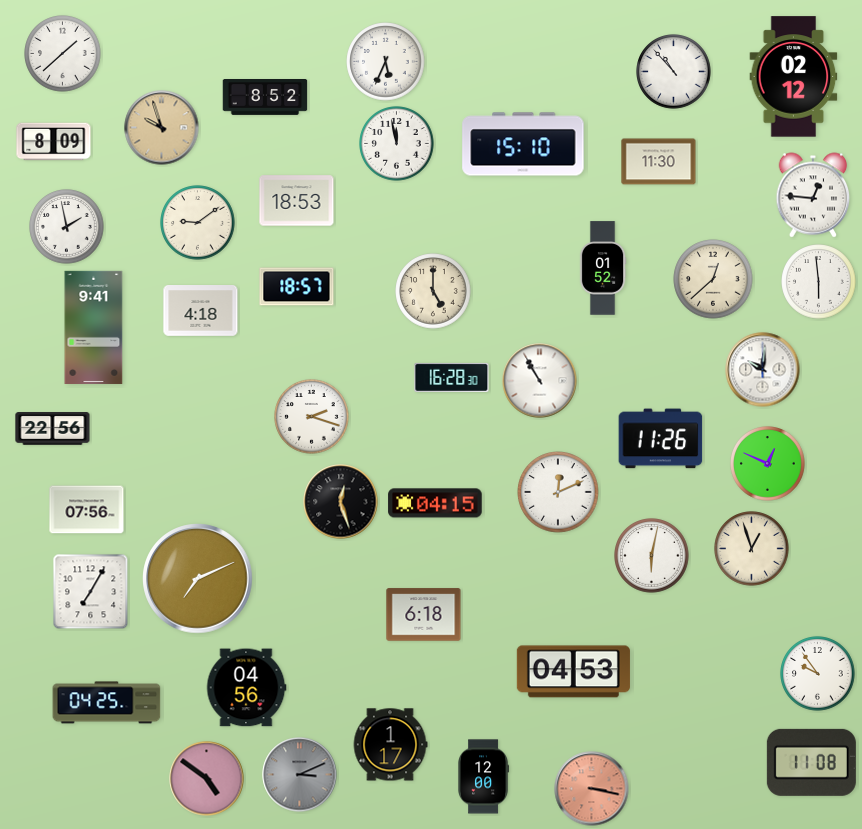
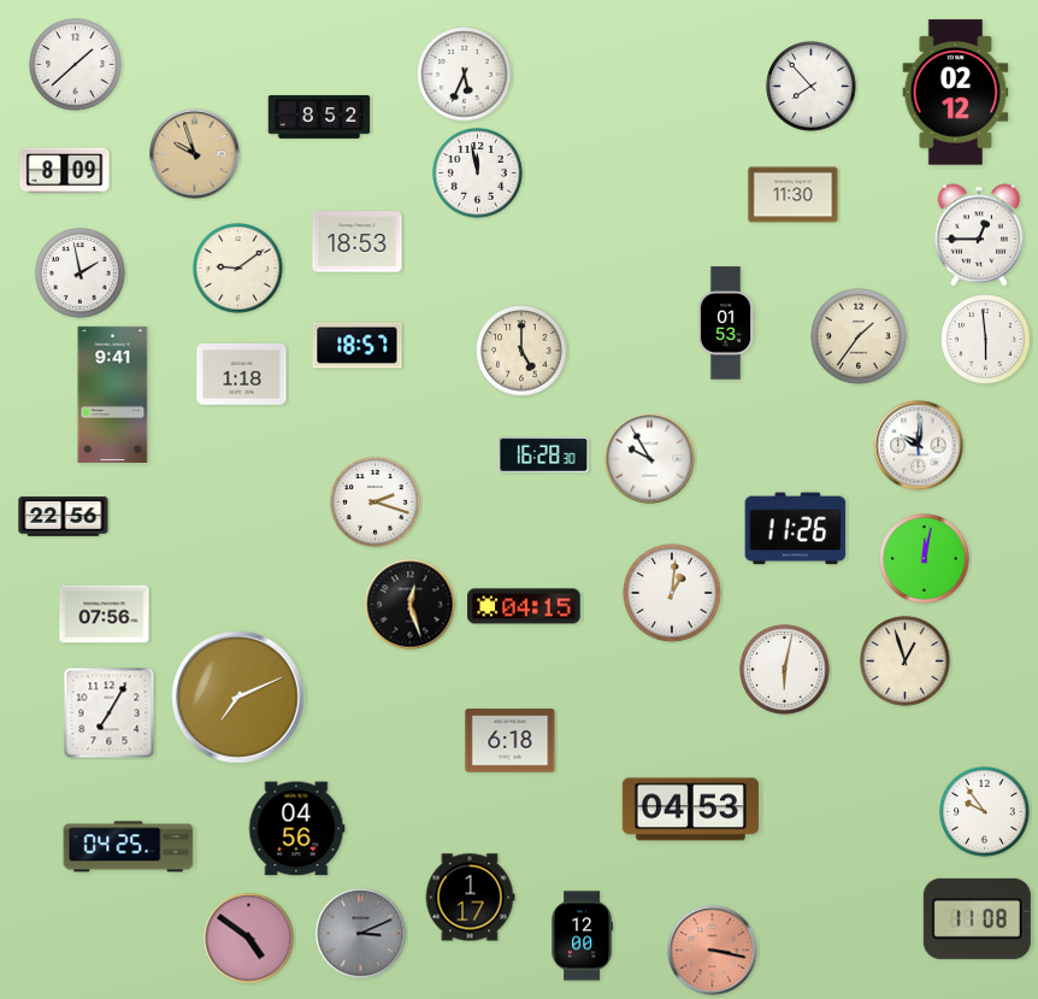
clock at (674, 72): 10:53 -> 7:53
clock at (523, 144): 15:10 -> none
clock at (813, 195): 12:46 -> 12:45
clock at (603, 268): 01:52 -> 01:53
clock at (713, 279): 12:38 -> 1:36
clock at (201, 311): 4:18 -> 1:18
clock at (540, 381): 10:55 -> 9:55
clock at (768, 464): 12:49 -> 12:02
clock at (558, 492): 12:11 -> 1:01
